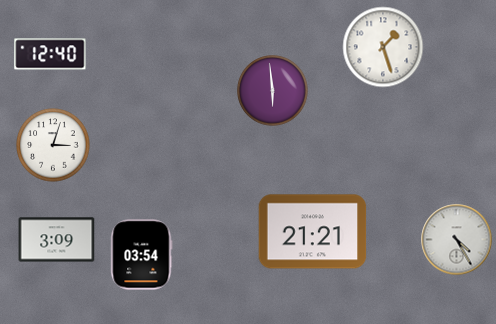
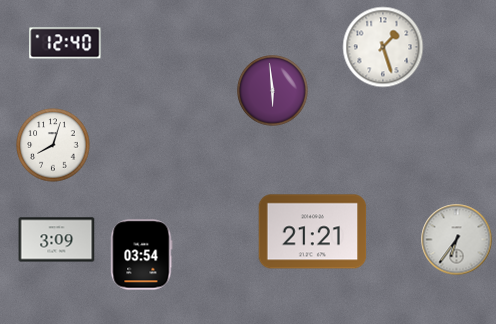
clock at (50, 54) position: (50, 54) -> (65, 43)
clock at (53, 145): 3:03 -> 8:03
clock at (457, 240): 4:25 -> 6:36
